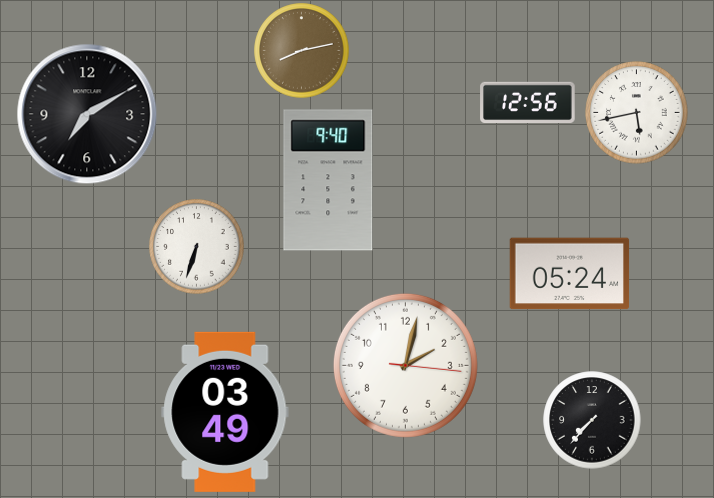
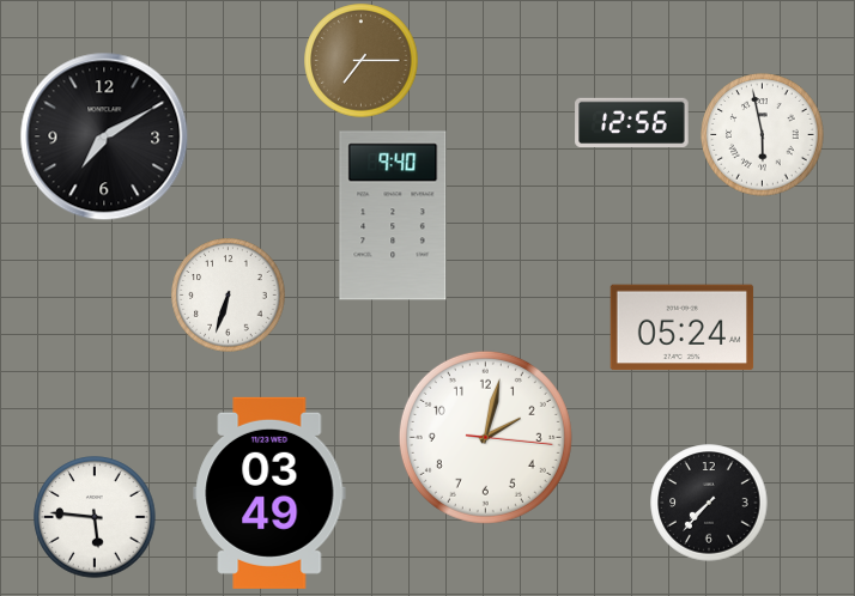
clock at (302, 51): 8:13 -> 7:15
clock at (637, 113): 5:43 -> 5:58
clock at (197, 247) position: (197, 247) -> (229, 296)
clock at (95, 517): none -> 5:46
